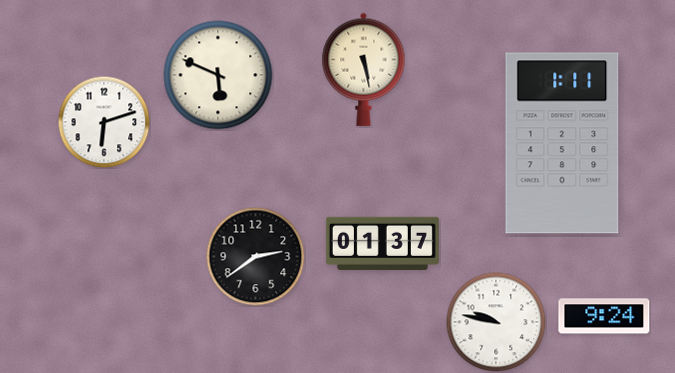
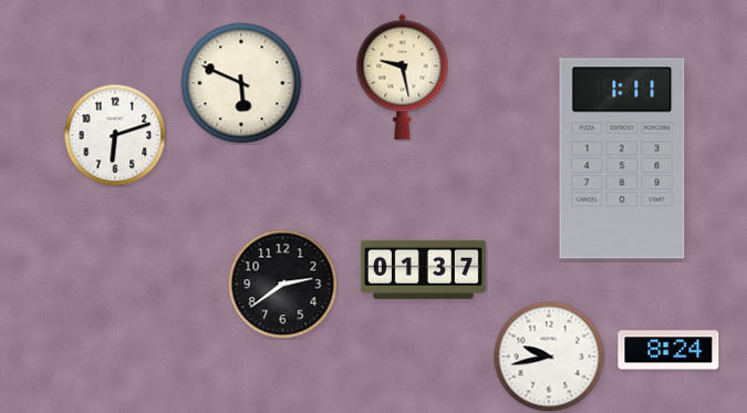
clock at (364, 69): 5:28 -> 9:28
clock at (604, 316): 9:24 -> 8:24
clock at (496, 322): 9:47 -> 9:43
